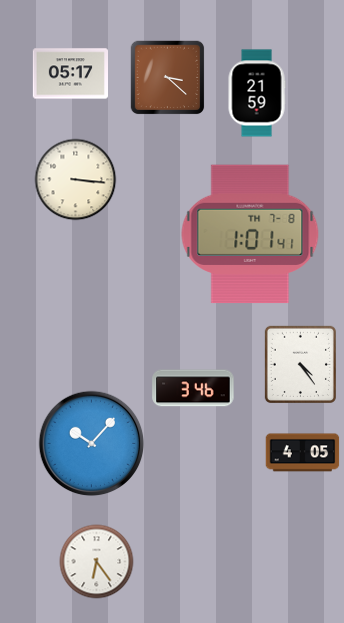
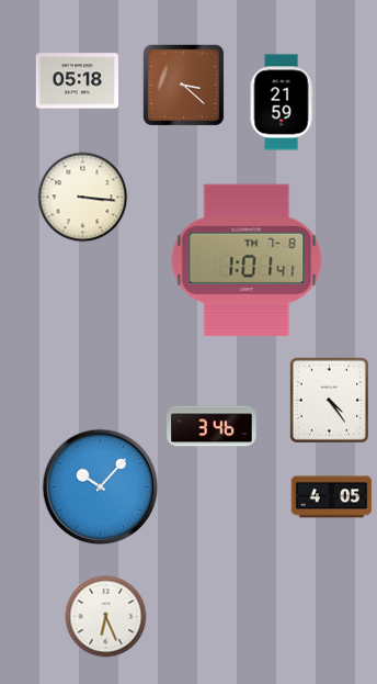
clock at (70, 74): 05:17 -> 05:18
clock at (250, 234) position: (250, 234) -> (247, 260)
clock at (97, 562): 6:24 -> 6:26
